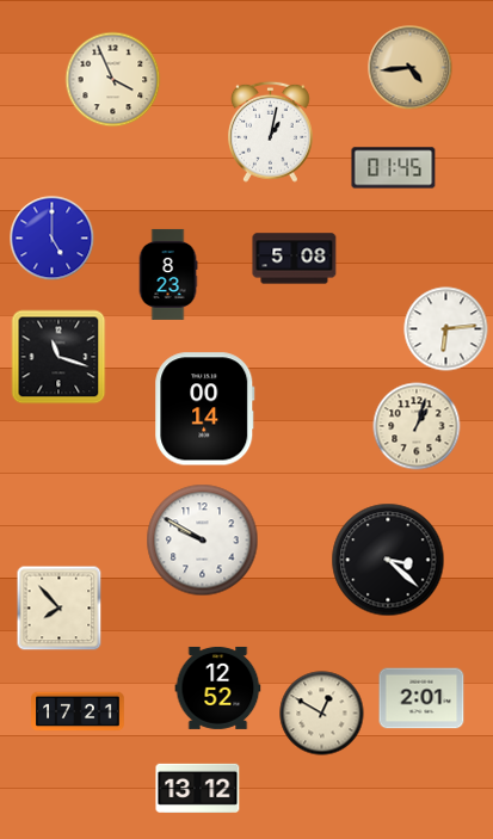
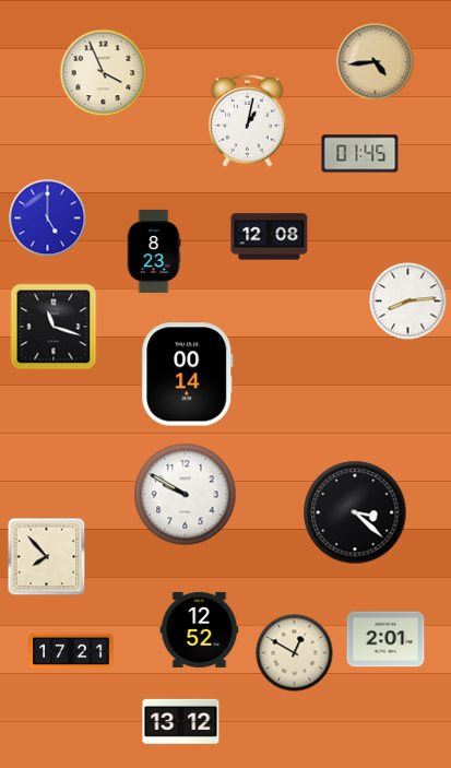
clock at (295, 259): 5:08 -> 12:08
clock at (446, 329): 6:14 -> 8:14
clock at (417, 426): 1:03 -> none
clock at (60, 609) position: (60, 609) -> (47, 557)
